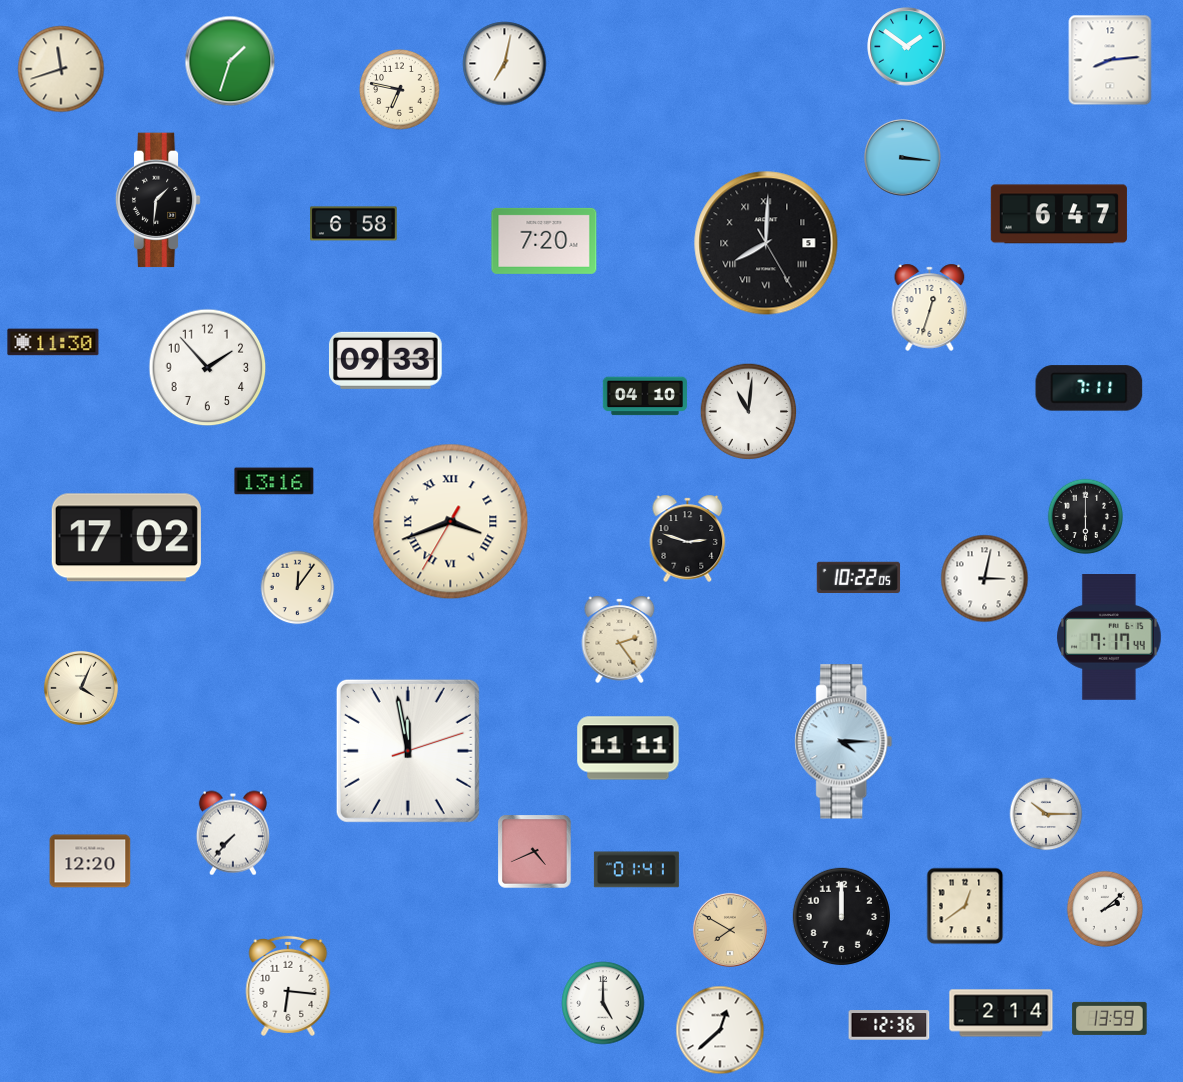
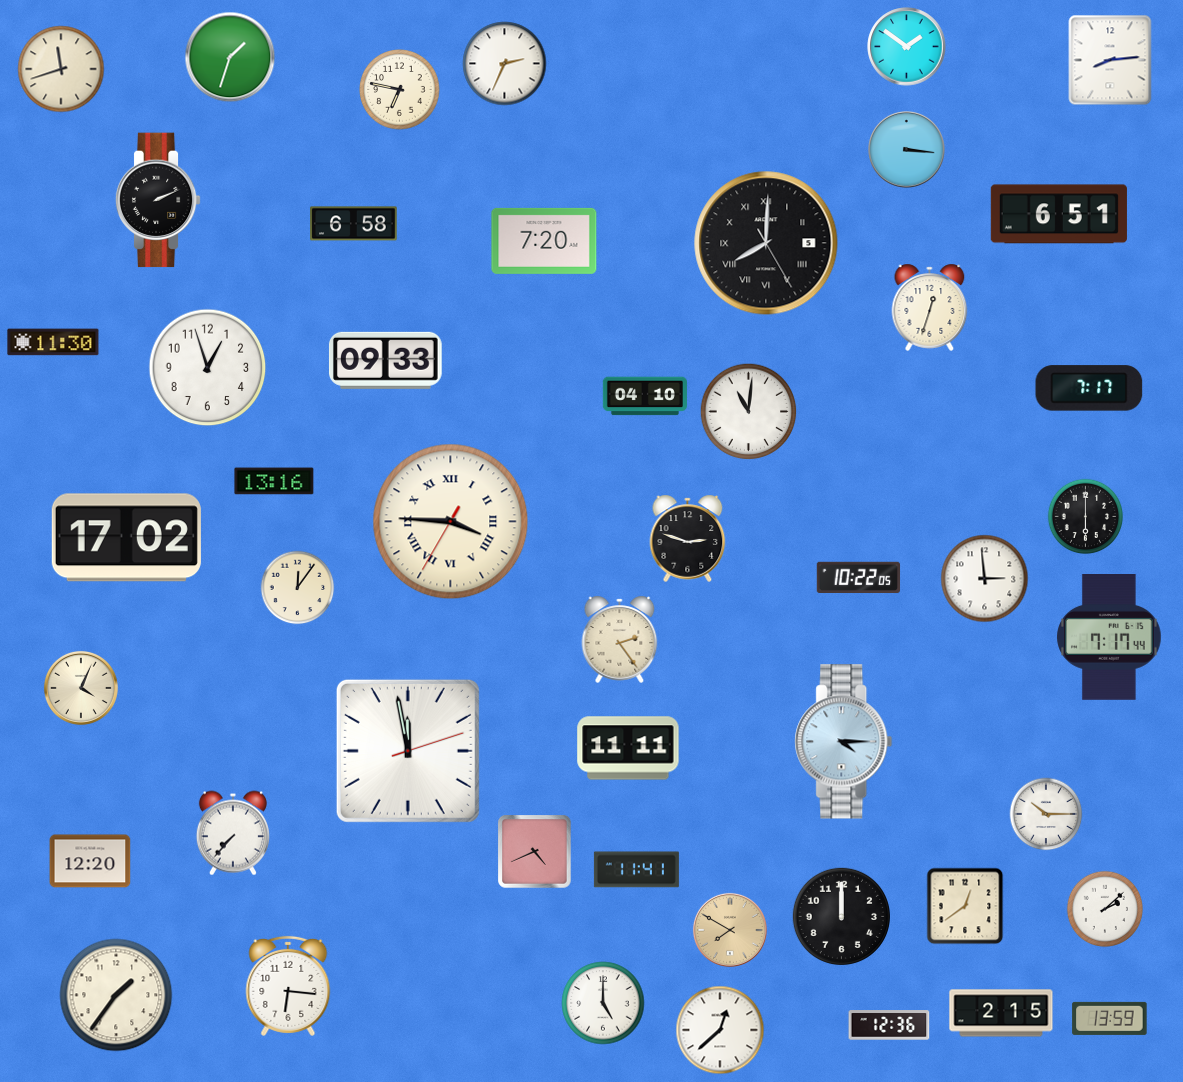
clock at (230, 61) position: (230, 61) -> (230, 57)
clock at (505, 64): 7:02 -> 2:34
clock at (903, 158) position: (903, 158) -> (907, 150)
clock at (158, 200): 1:31 -> 2:11
clock at (1059, 214): 6:47 -> 6:51
clock at (208, 368): 1:53 -> 12:57
clock at (1089, 388): 7:11 -> 7:17
clock at (451, 522): 3:41 -> 3:45
clock at (985, 579): 3:02 -> 2:59
clock at (636, 870): 01:41 -> 11:41
clock at (116, 995): none -> 1:36
clock at (1001, 1013): 2:14 -> 2:15
